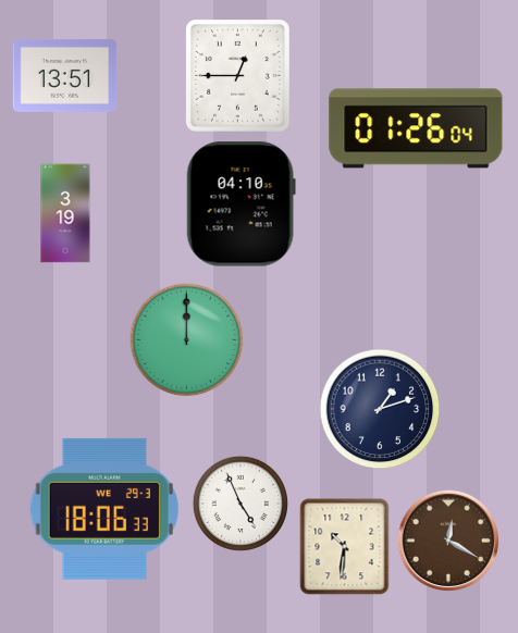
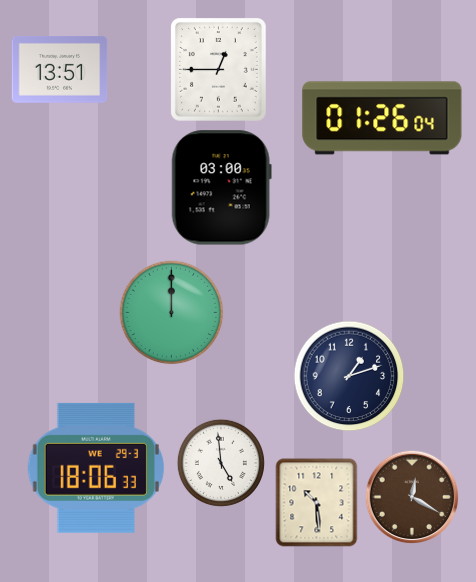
clock at (240, 204): 04:10 -> 03:00
clock at (65, 213): 3:19 -> none
clock at (240, 504): 4:56 -> 4:59
clock at (345, 547): 10:31 -> 10:29
